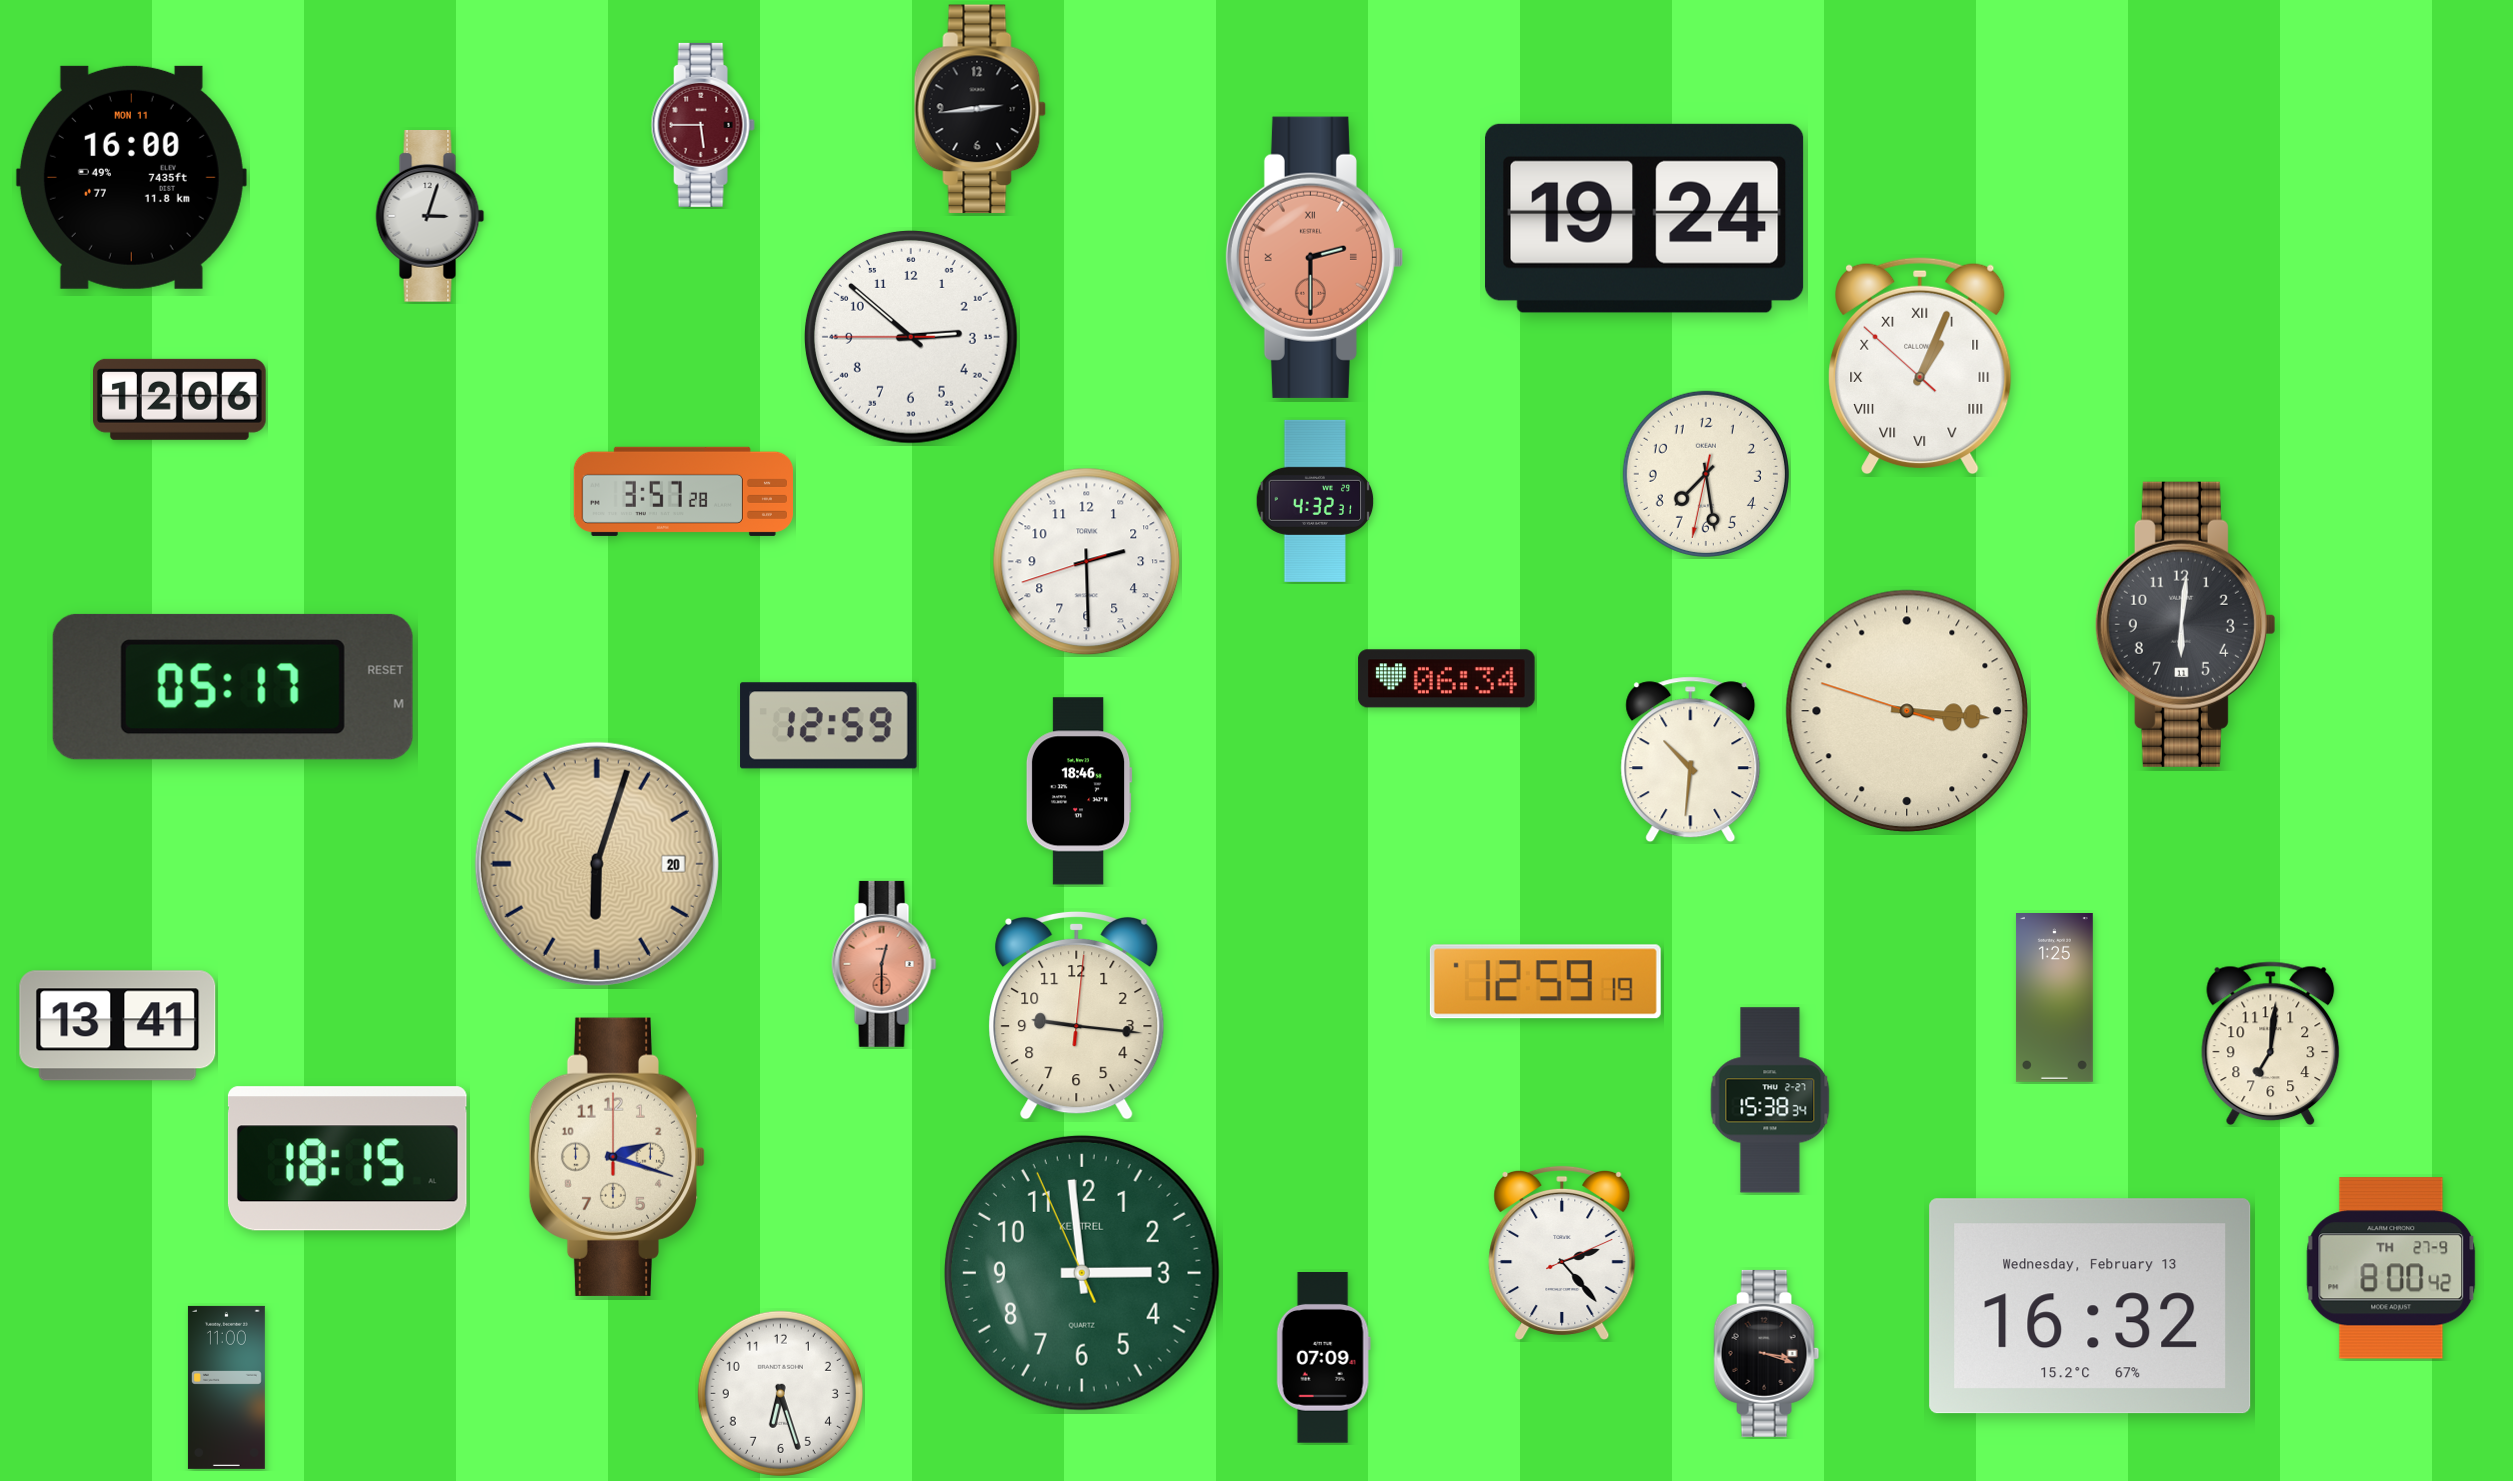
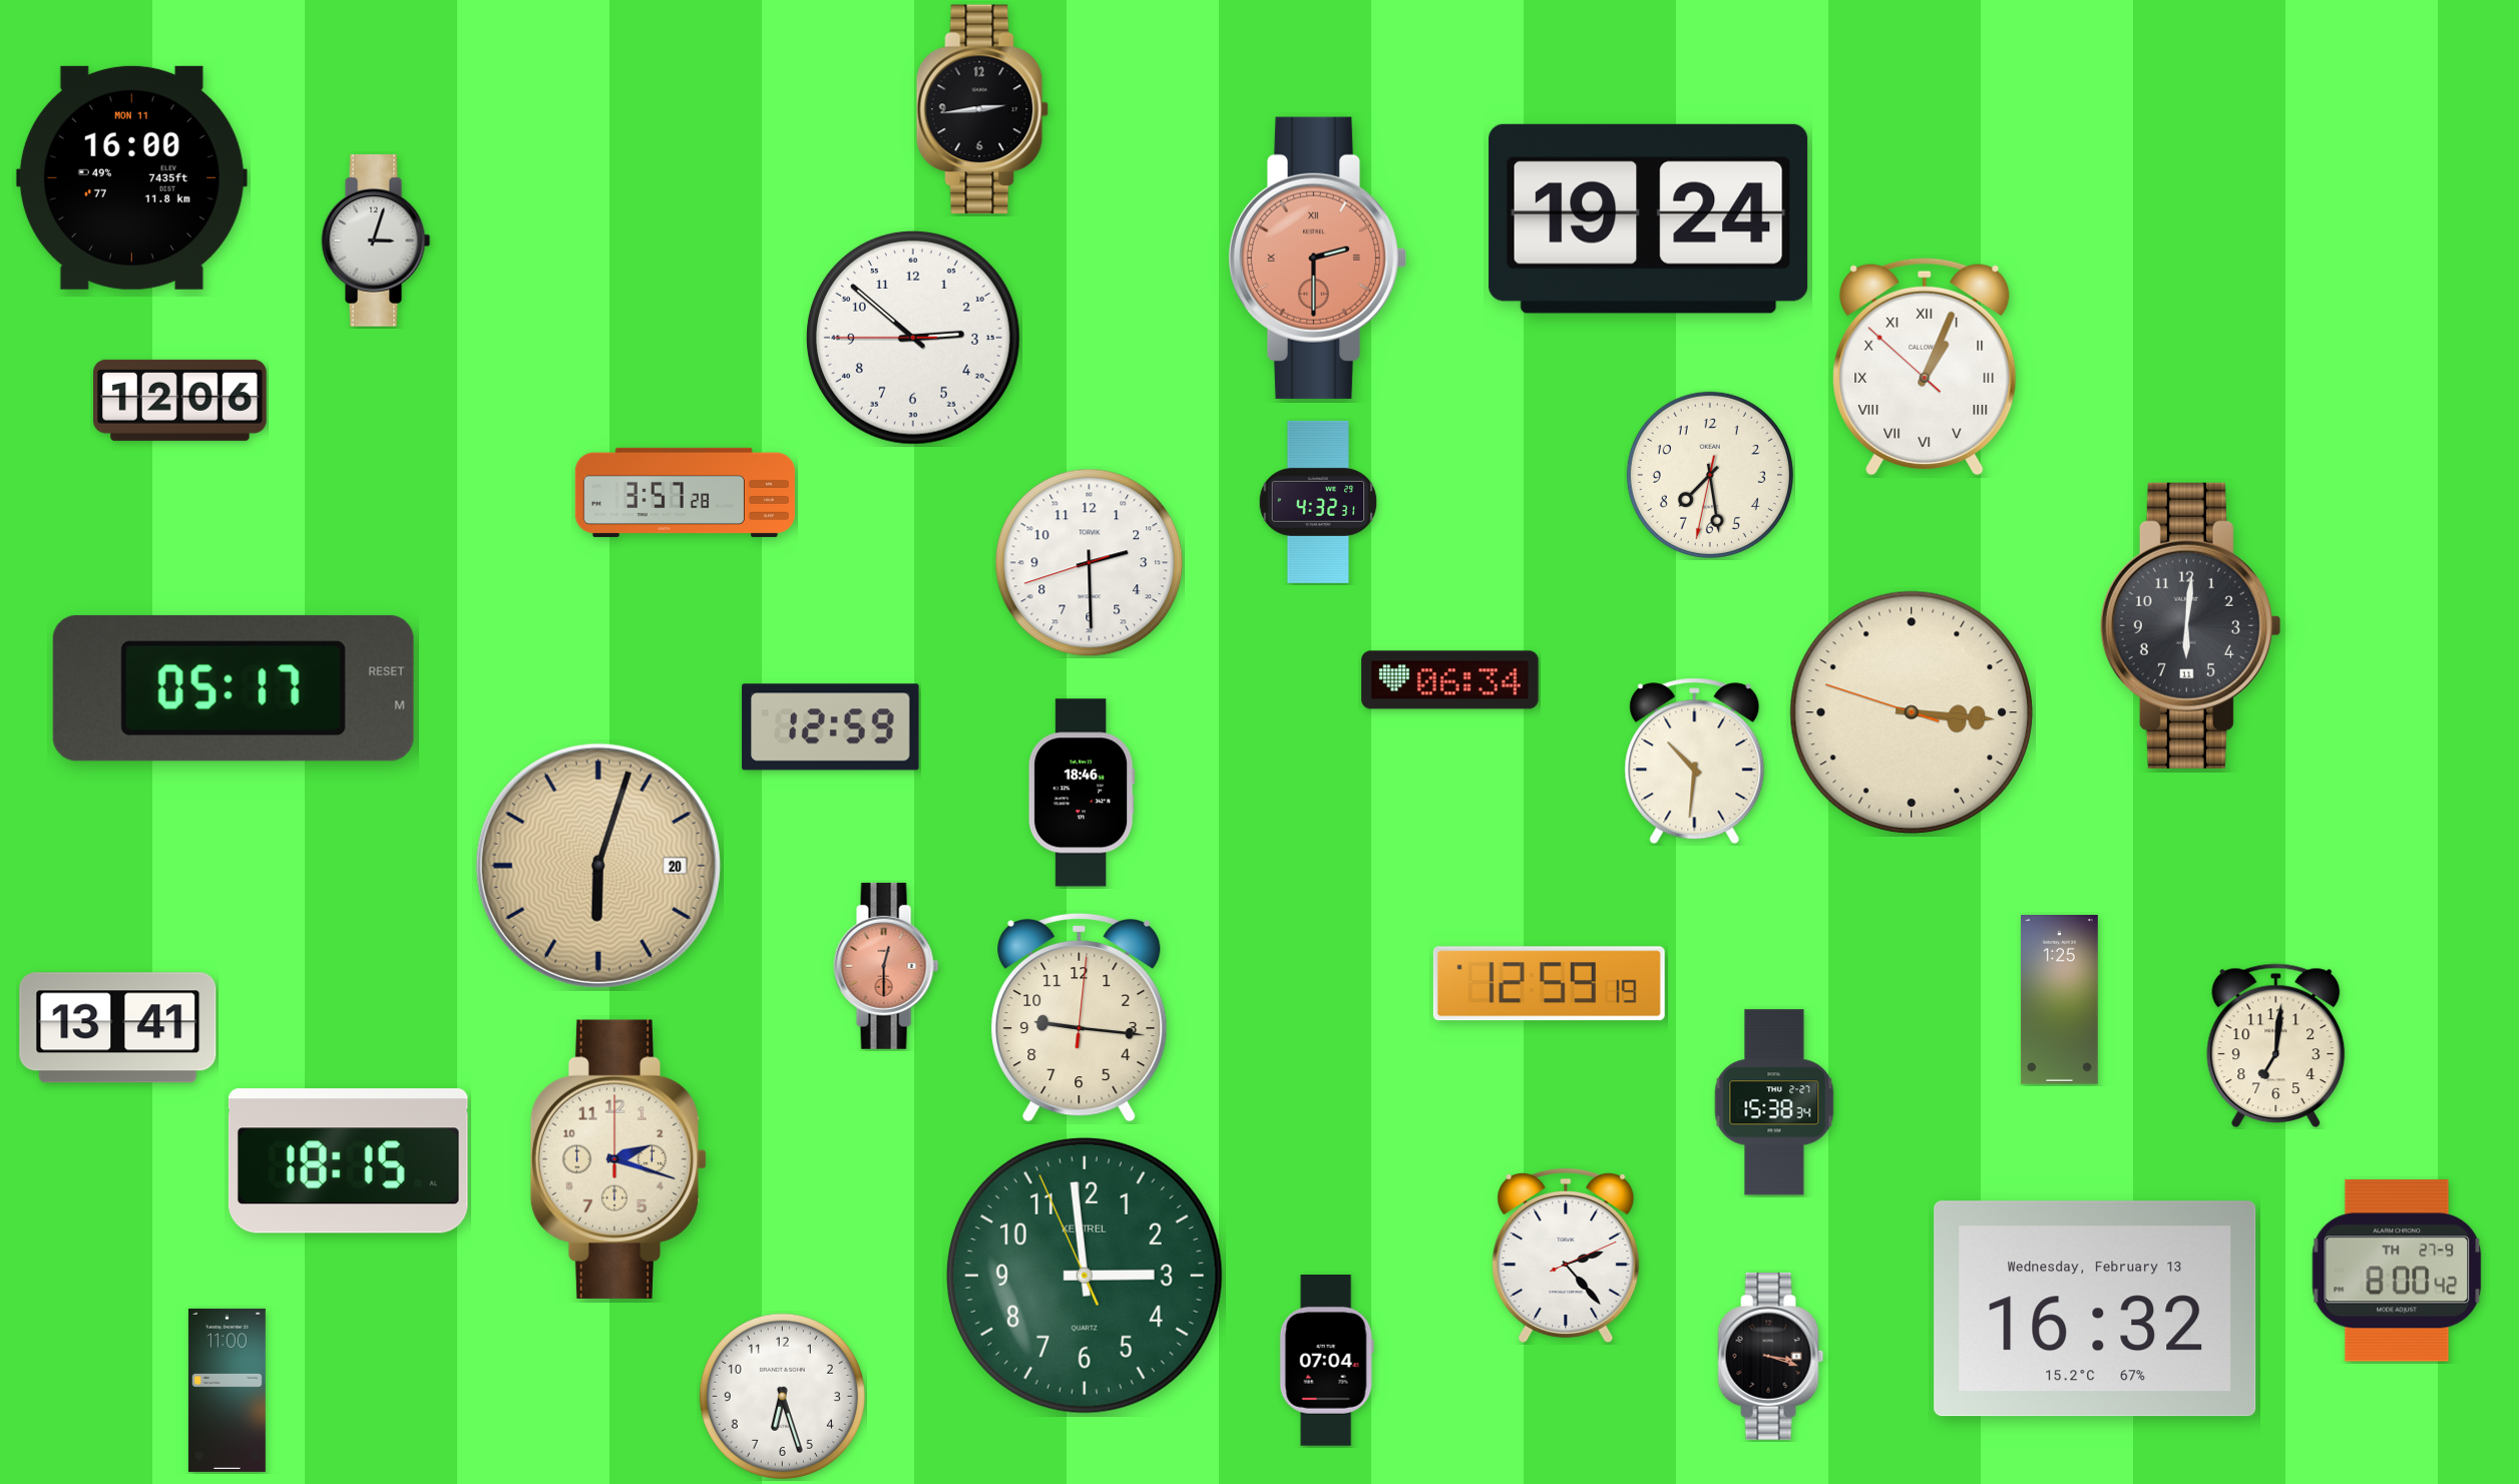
clock at (703, 125): 5:45 -> none
clock at (430, 217) position: (430, 217) -> (376, 241)
clock at (1323, 1358): 07:09 -> 07:04
